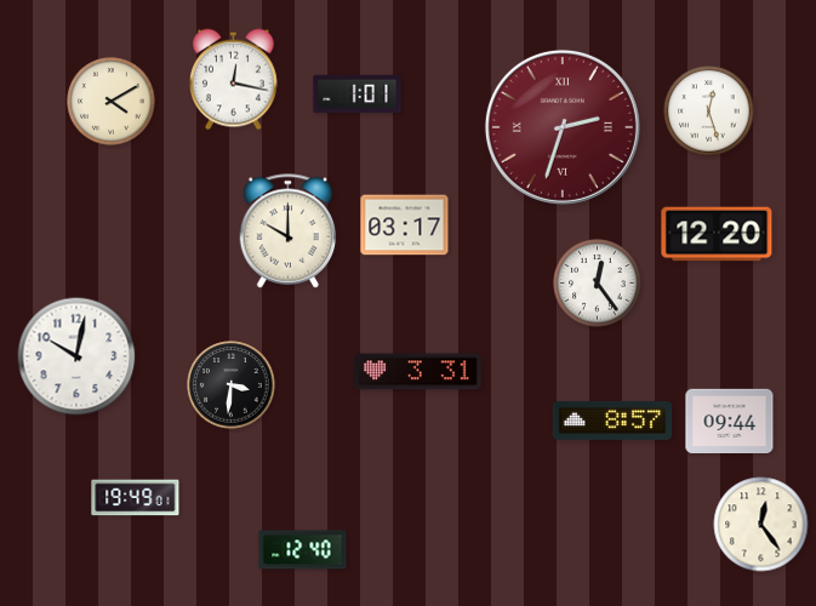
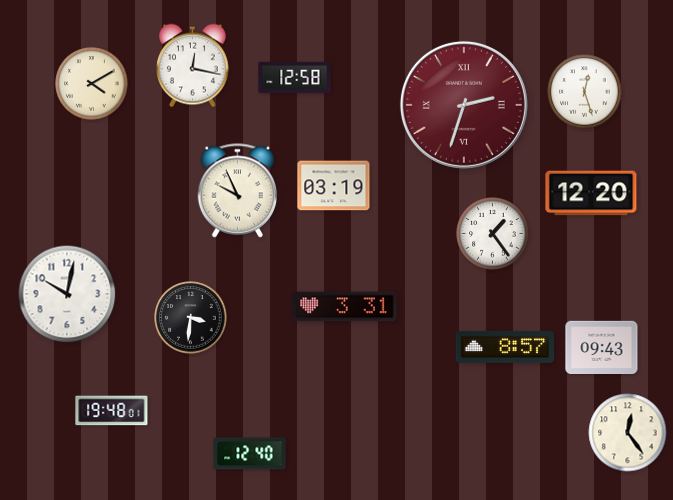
clock at (358, 95): 1:01 -> 12:58
clock at (405, 225): 03:17 -> 03:19
clock at (289, 231): 10:00 -> 9:56
clock at (598, 284): 12:24 -> 1:24
clock at (76, 356) position: (76, 356) -> (67, 294)
clock at (730, 421): 09:44 -> 09:43
clock at (136, 498): 19:49 -> 19:48
